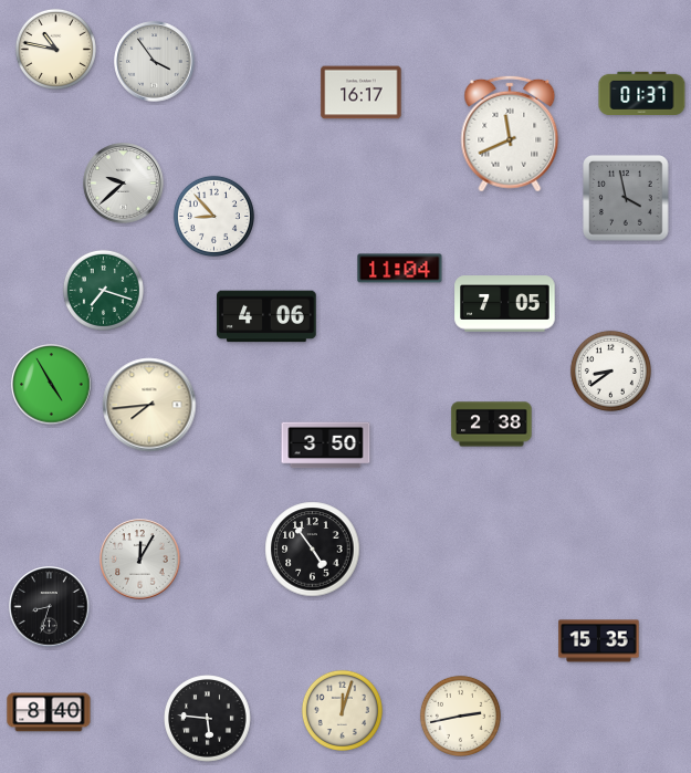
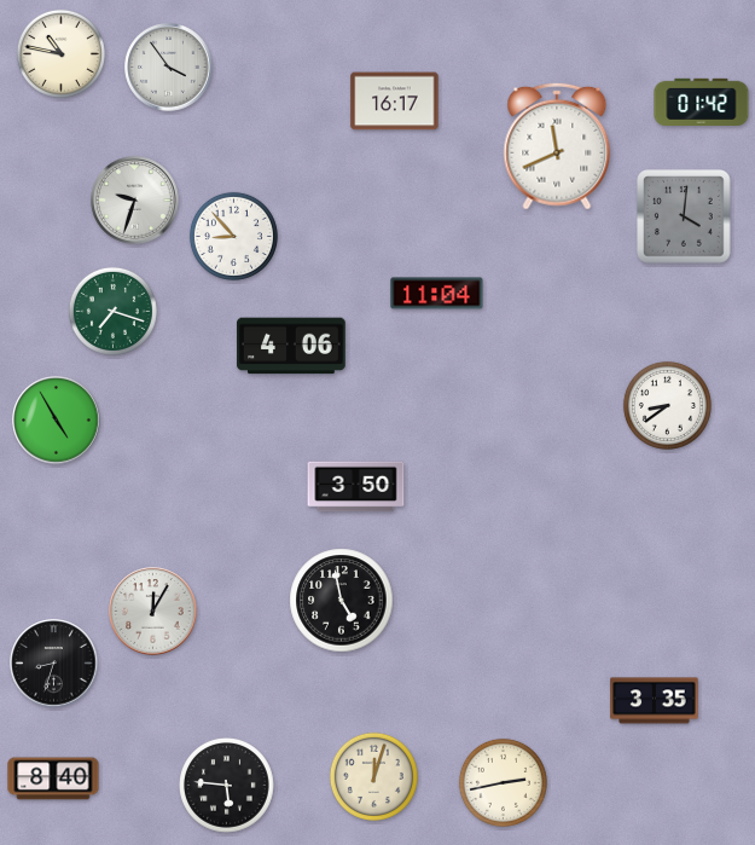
clock at (642, 93): 01:37 -> 01:42
clock at (124, 184): 9:38 -> 9:33
clock at (626, 198): 3:58 -> 4:01
clock at (103, 290) position: (103, 290) -> (112, 311)
clock at (505, 304): 7:05 -> none
clock at (149, 405): 7:44 -> none
clock at (492, 425): 2:38 -> none
clock at (313, 550): 4:54 -> 4:58
clock at (599, 641): 15:35 -> 3:35
